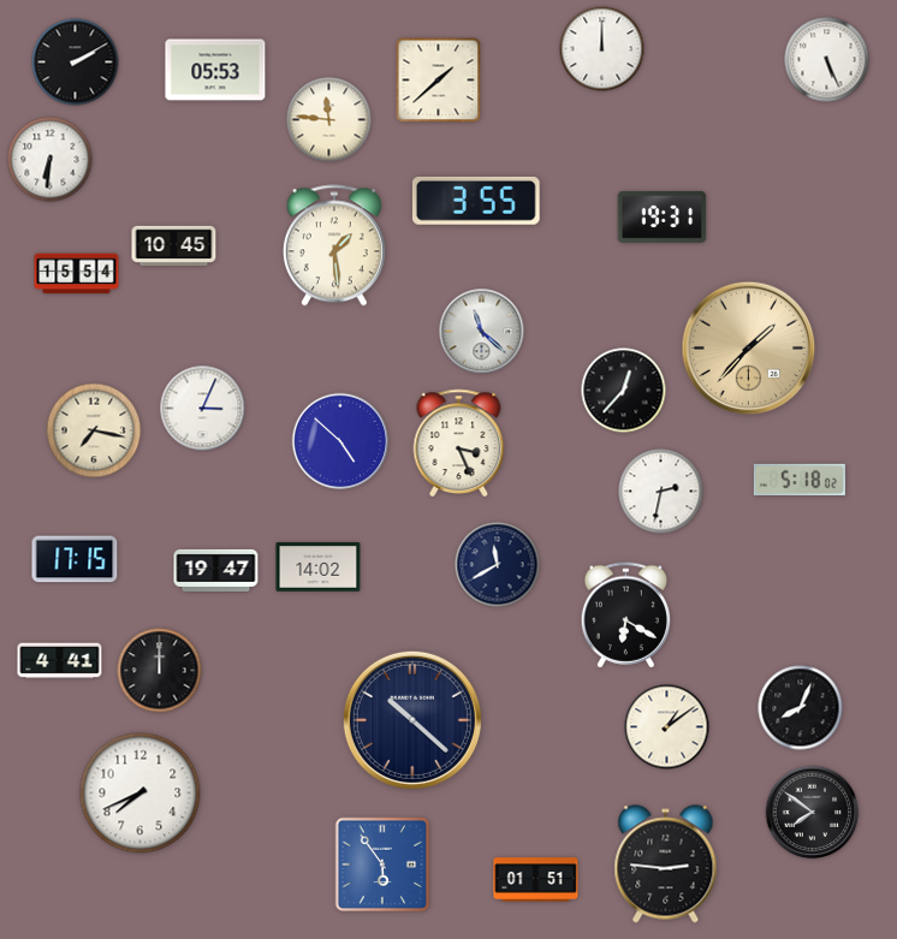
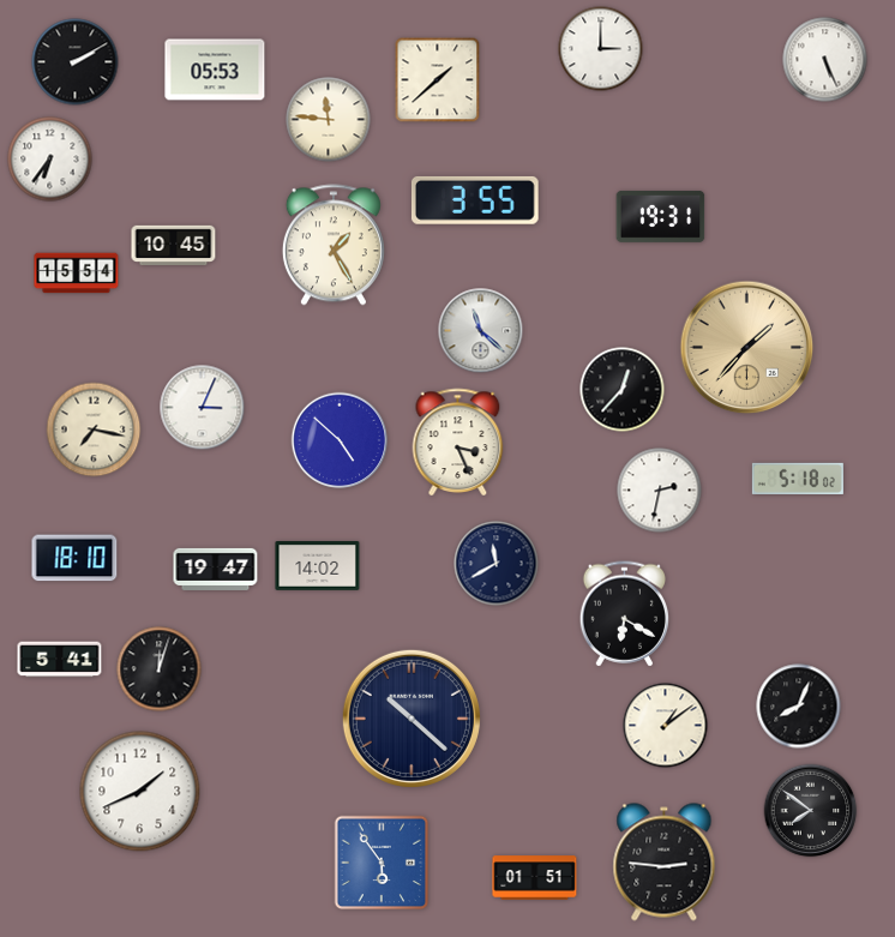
clock at (602, 49): 12:00 -> 3:00
clock at (51, 160): 6:31 -> 6:36
clock at (334, 245): 1:29 -> 1:25
clock at (75, 559): 17:15 -> 18:10
clock at (60, 661): 4:41 -> 5:41
clock at (160, 671): 12:00 -> 12:03
clock at (141, 794): 7:41 -> 1:41
